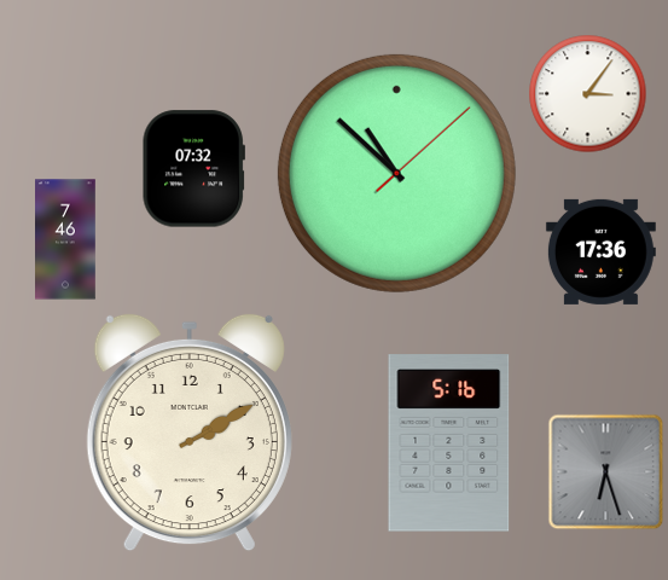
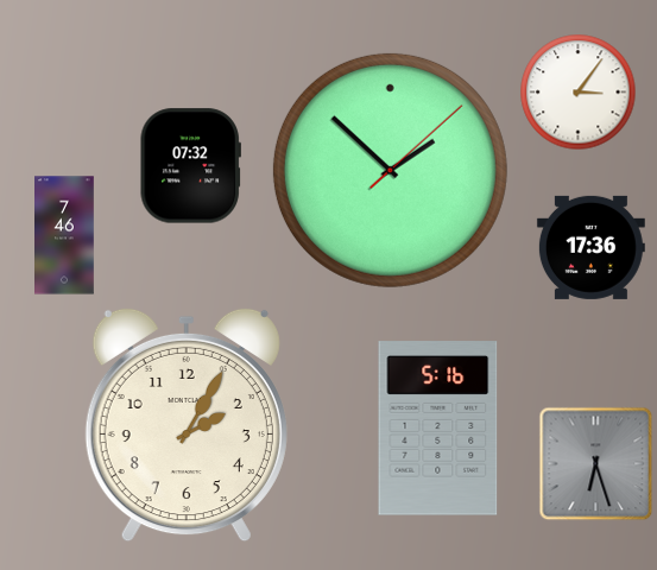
clock at (396, 173): 10:52 -> 1:52
clock at (190, 433): 2:10 -> 2:05
clock at (449, 443) position: (449, 443) -> (438, 429)
